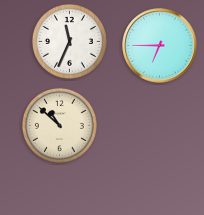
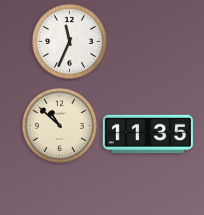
clock at (160, 46): 6:45 -> none
clock at (148, 134): none -> 11:35
